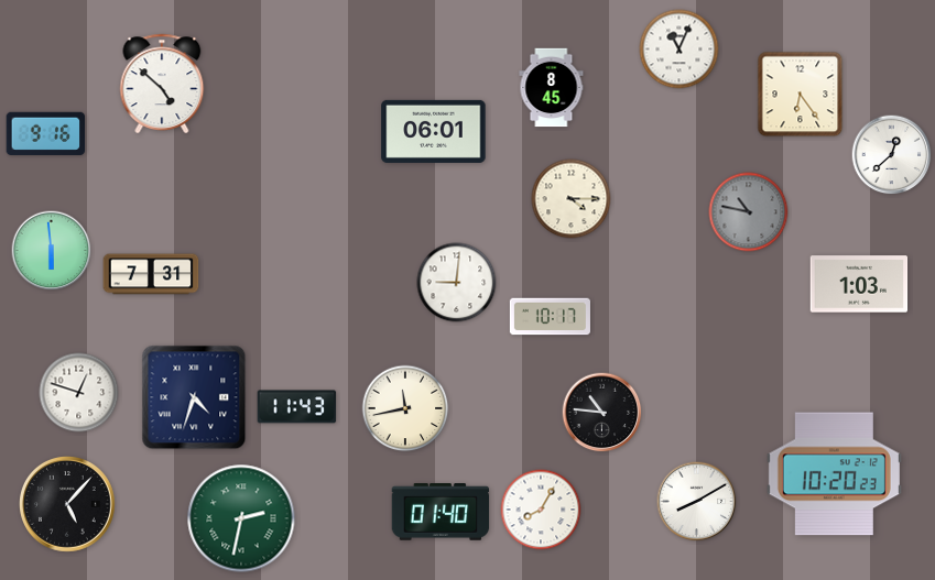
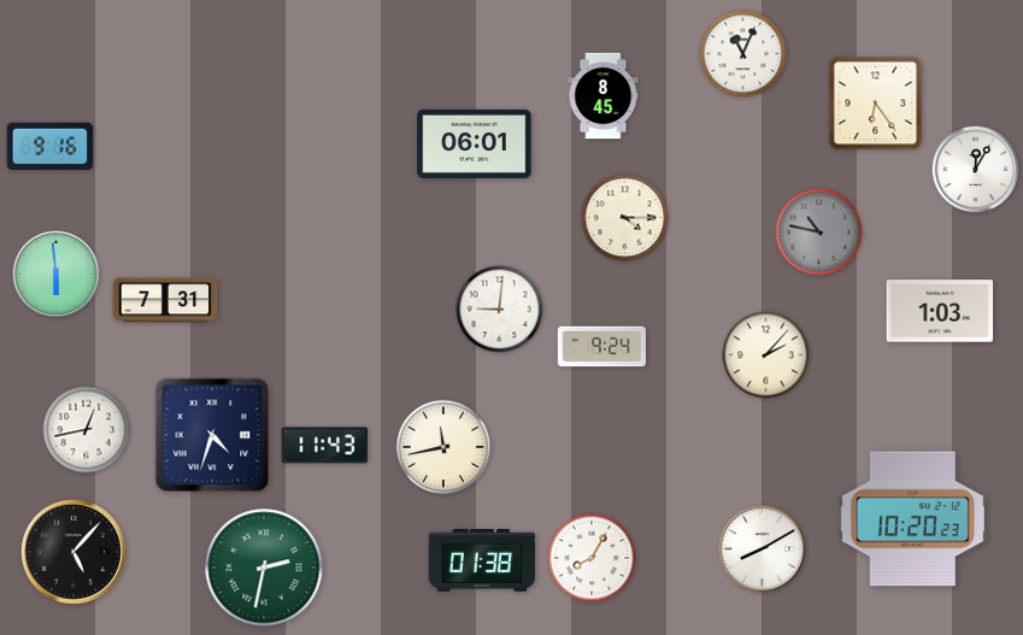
clock at (162, 84): 4:52 -> none
clock at (892, 155): 12:38 -> 12:05
clock at (550, 317): 10:17 -> 9:24
clock at (766, 355): none -> 2:07
clock at (79, 393): 12:48 -> 12:43
clock at (602, 413): 10:46 -> none
clock at (441, 513): 01:40 -> 01:38
